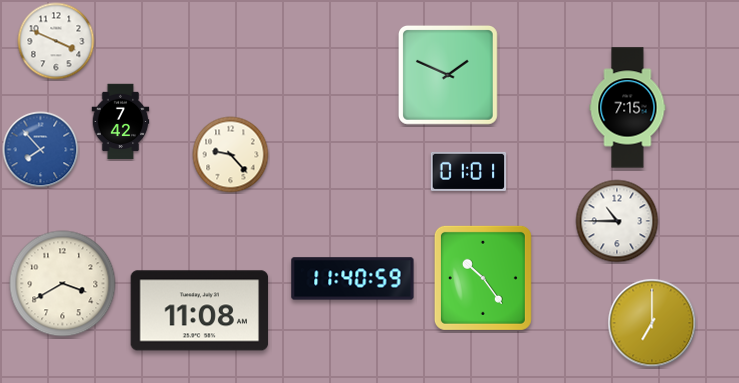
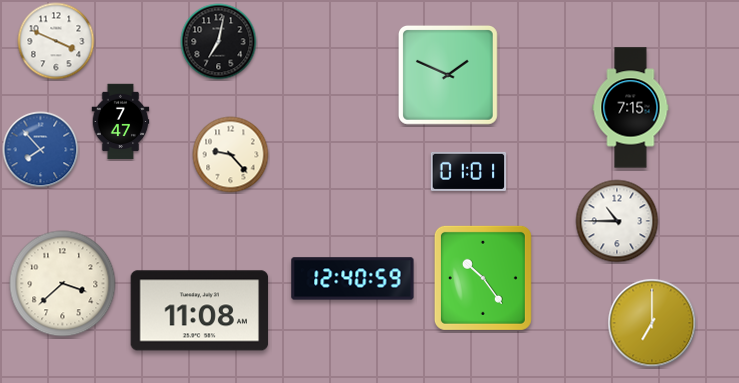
clock at (219, 42): none -> 7:02
clock at (628, 108) position: (628, 108) -> (631, 108)
clock at (121, 122): 7:42 -> 7:47
clock at (353, 279): 11:40 -> 12:40
clock at (63, 284): 3:40 -> 3:38
